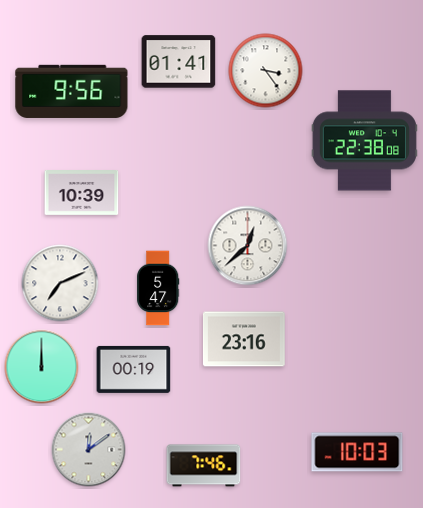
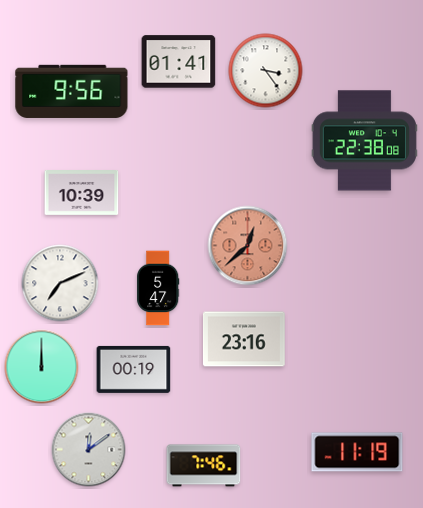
clock at (248, 246) dial: white -> salmon
clock at (357, 452): 10:03 -> 11:19
